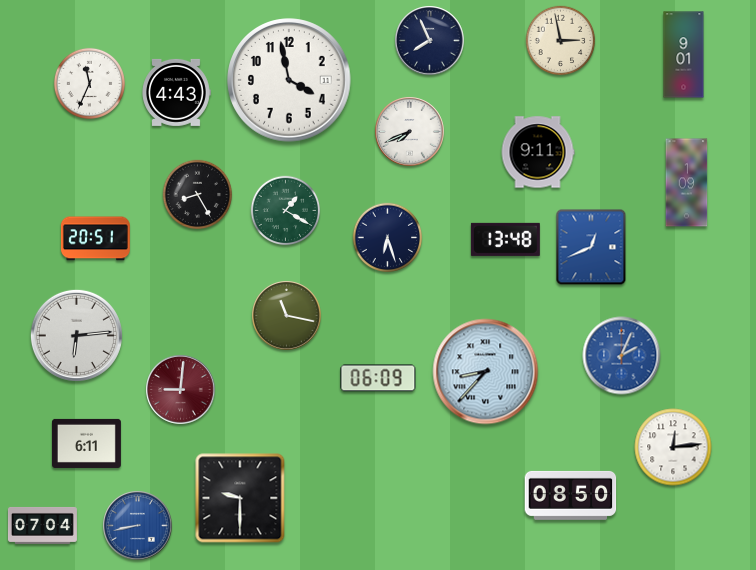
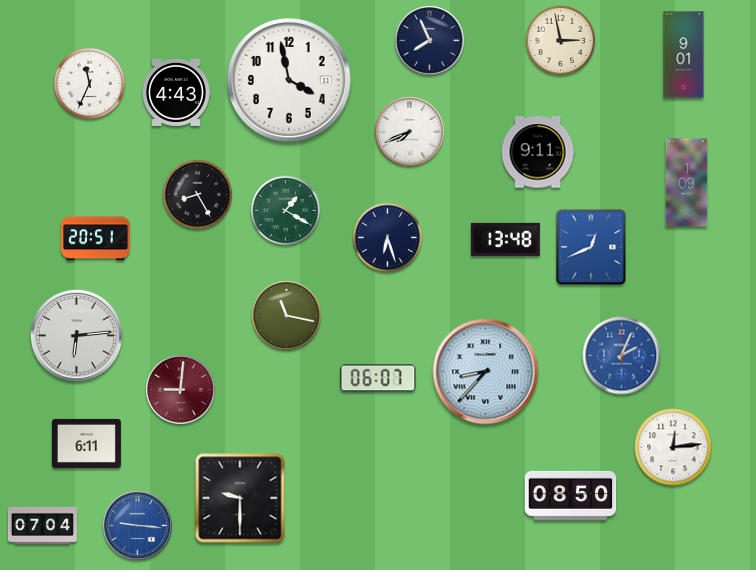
clock at (378, 378): 06:09 -> 06:07
clock at (138, 526): 8:43 -> 9:16
